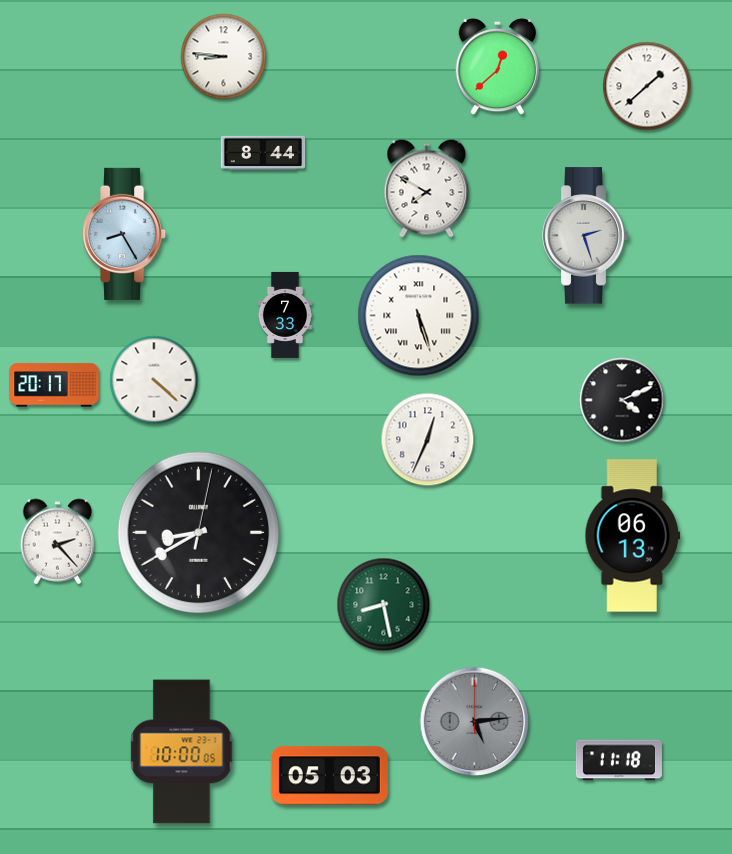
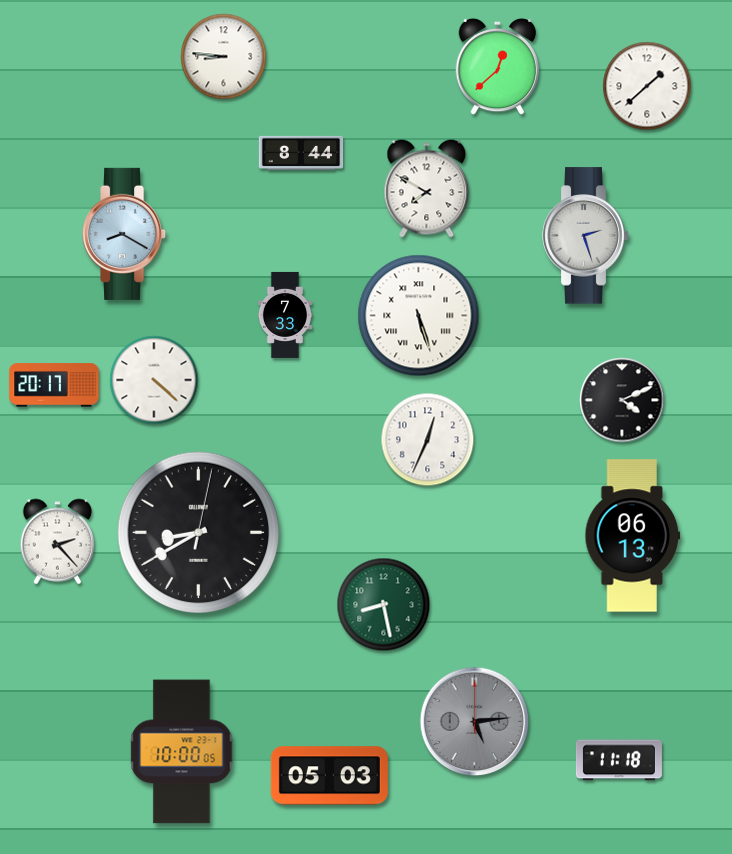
clock at (263, 153) position: (263, 153) -> (301, 153)
clock at (125, 234): 8:25 -> 8:20
